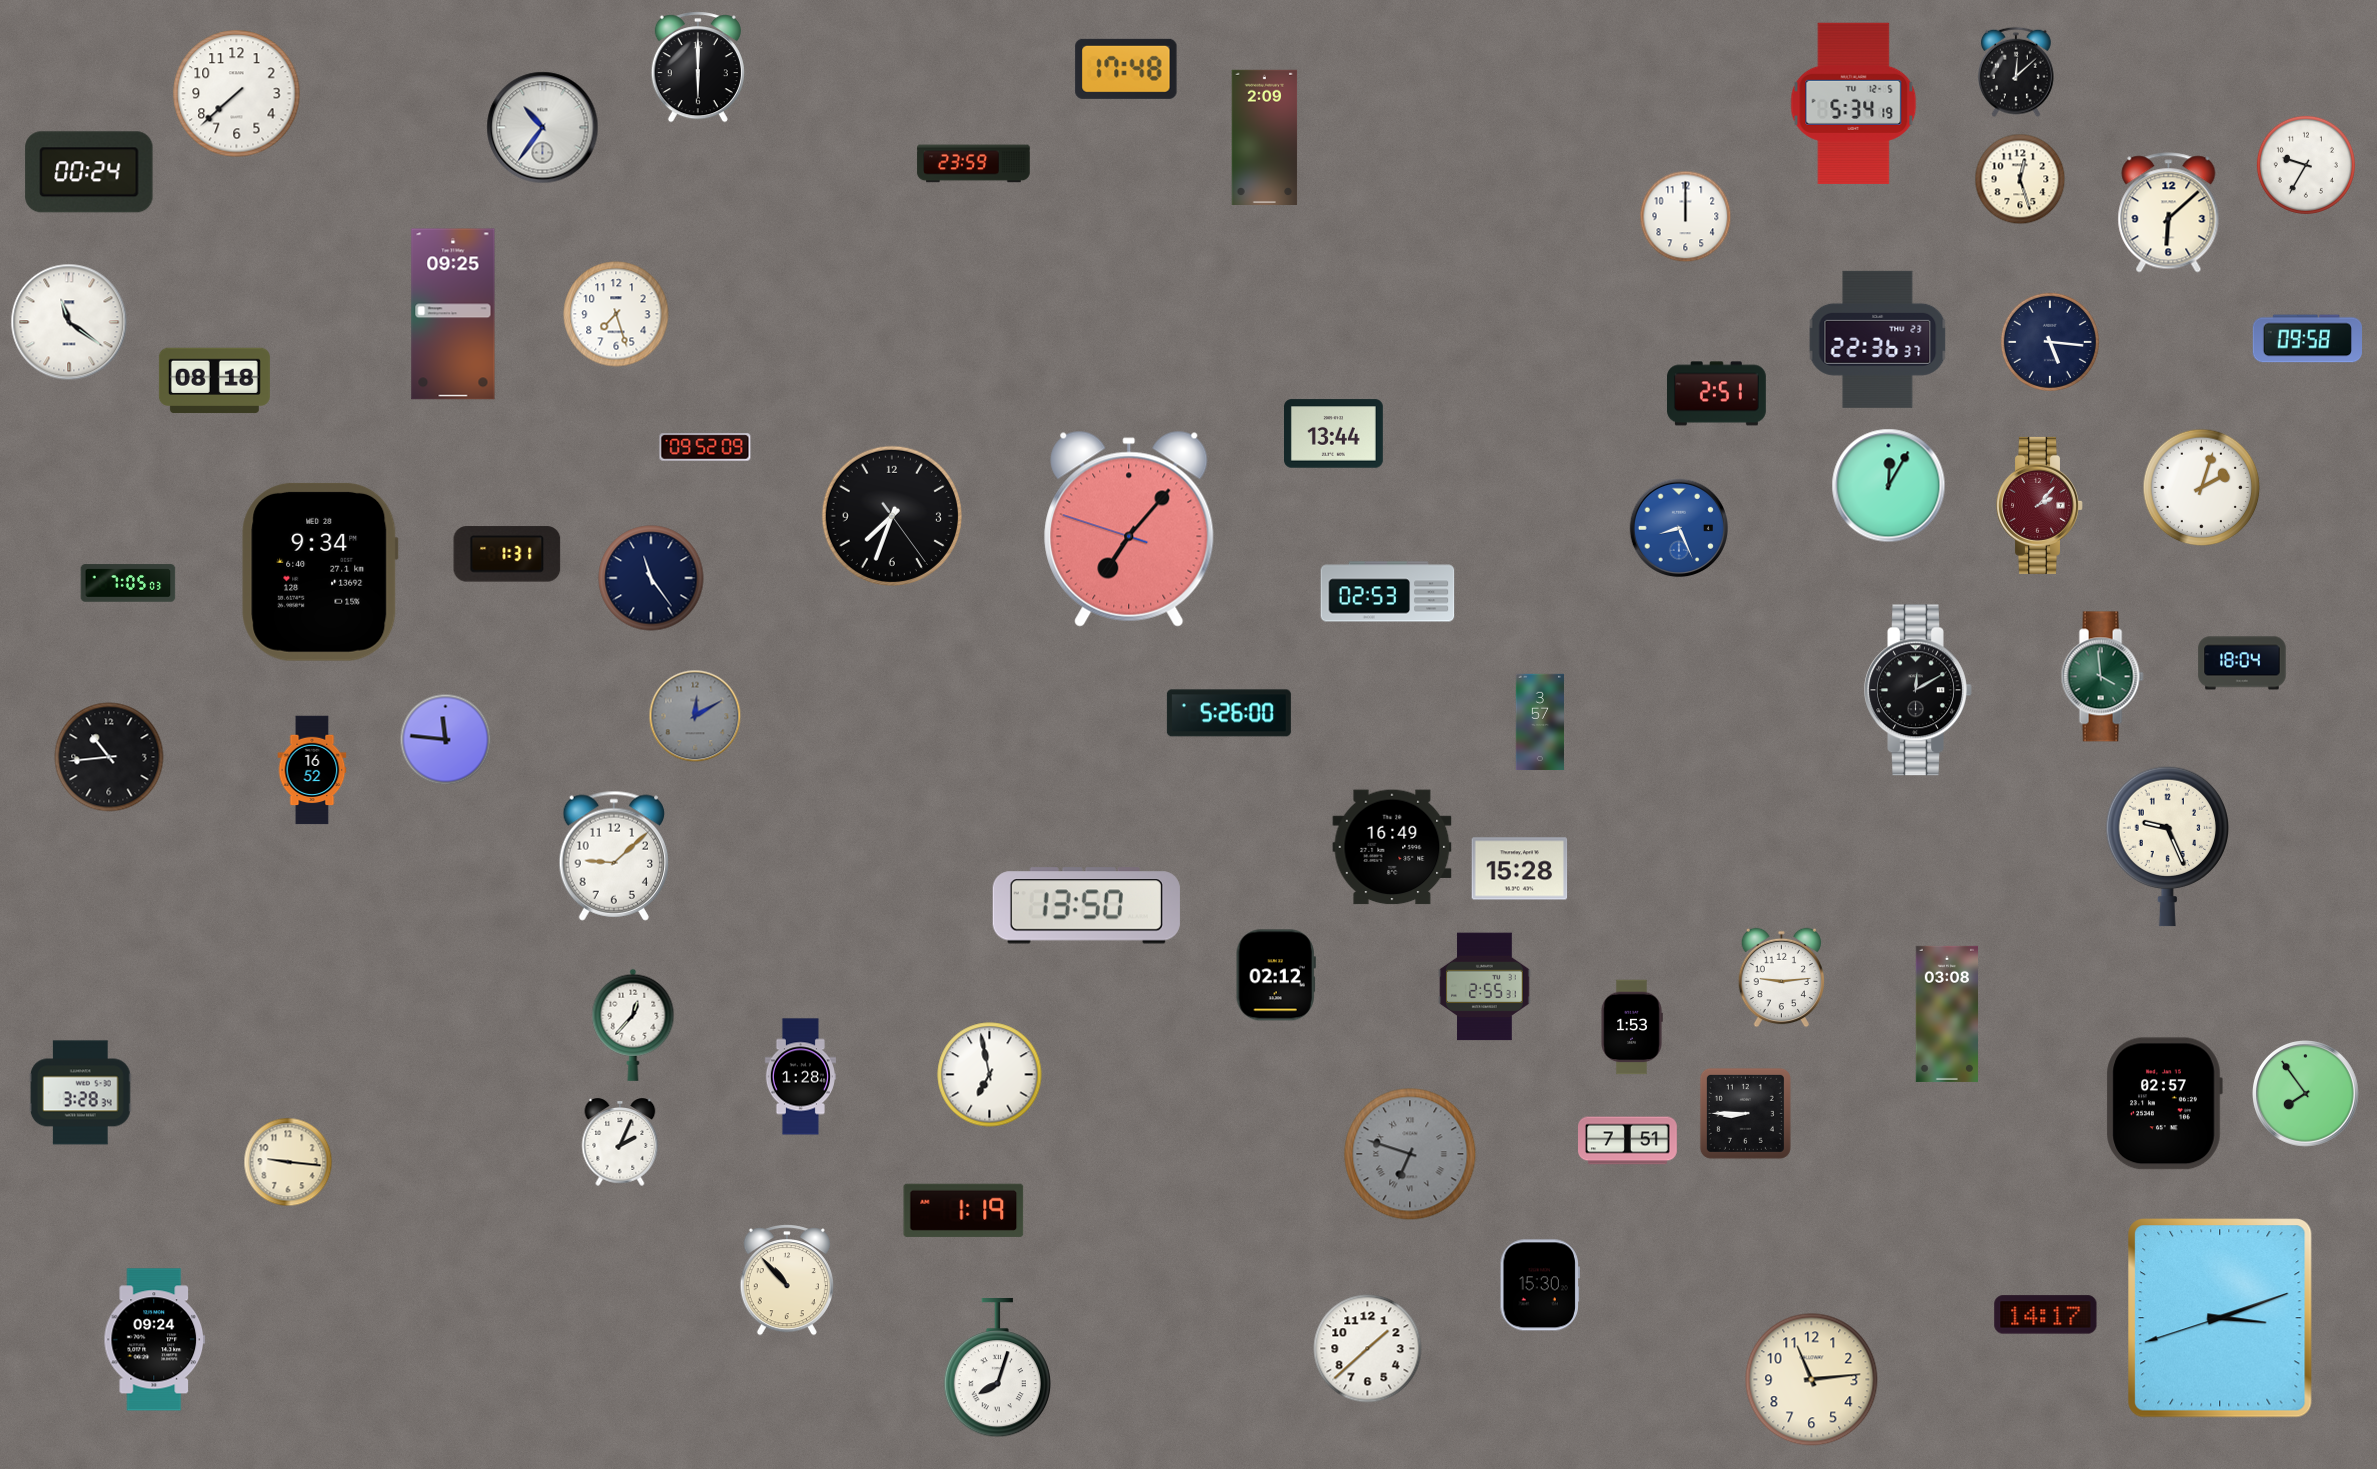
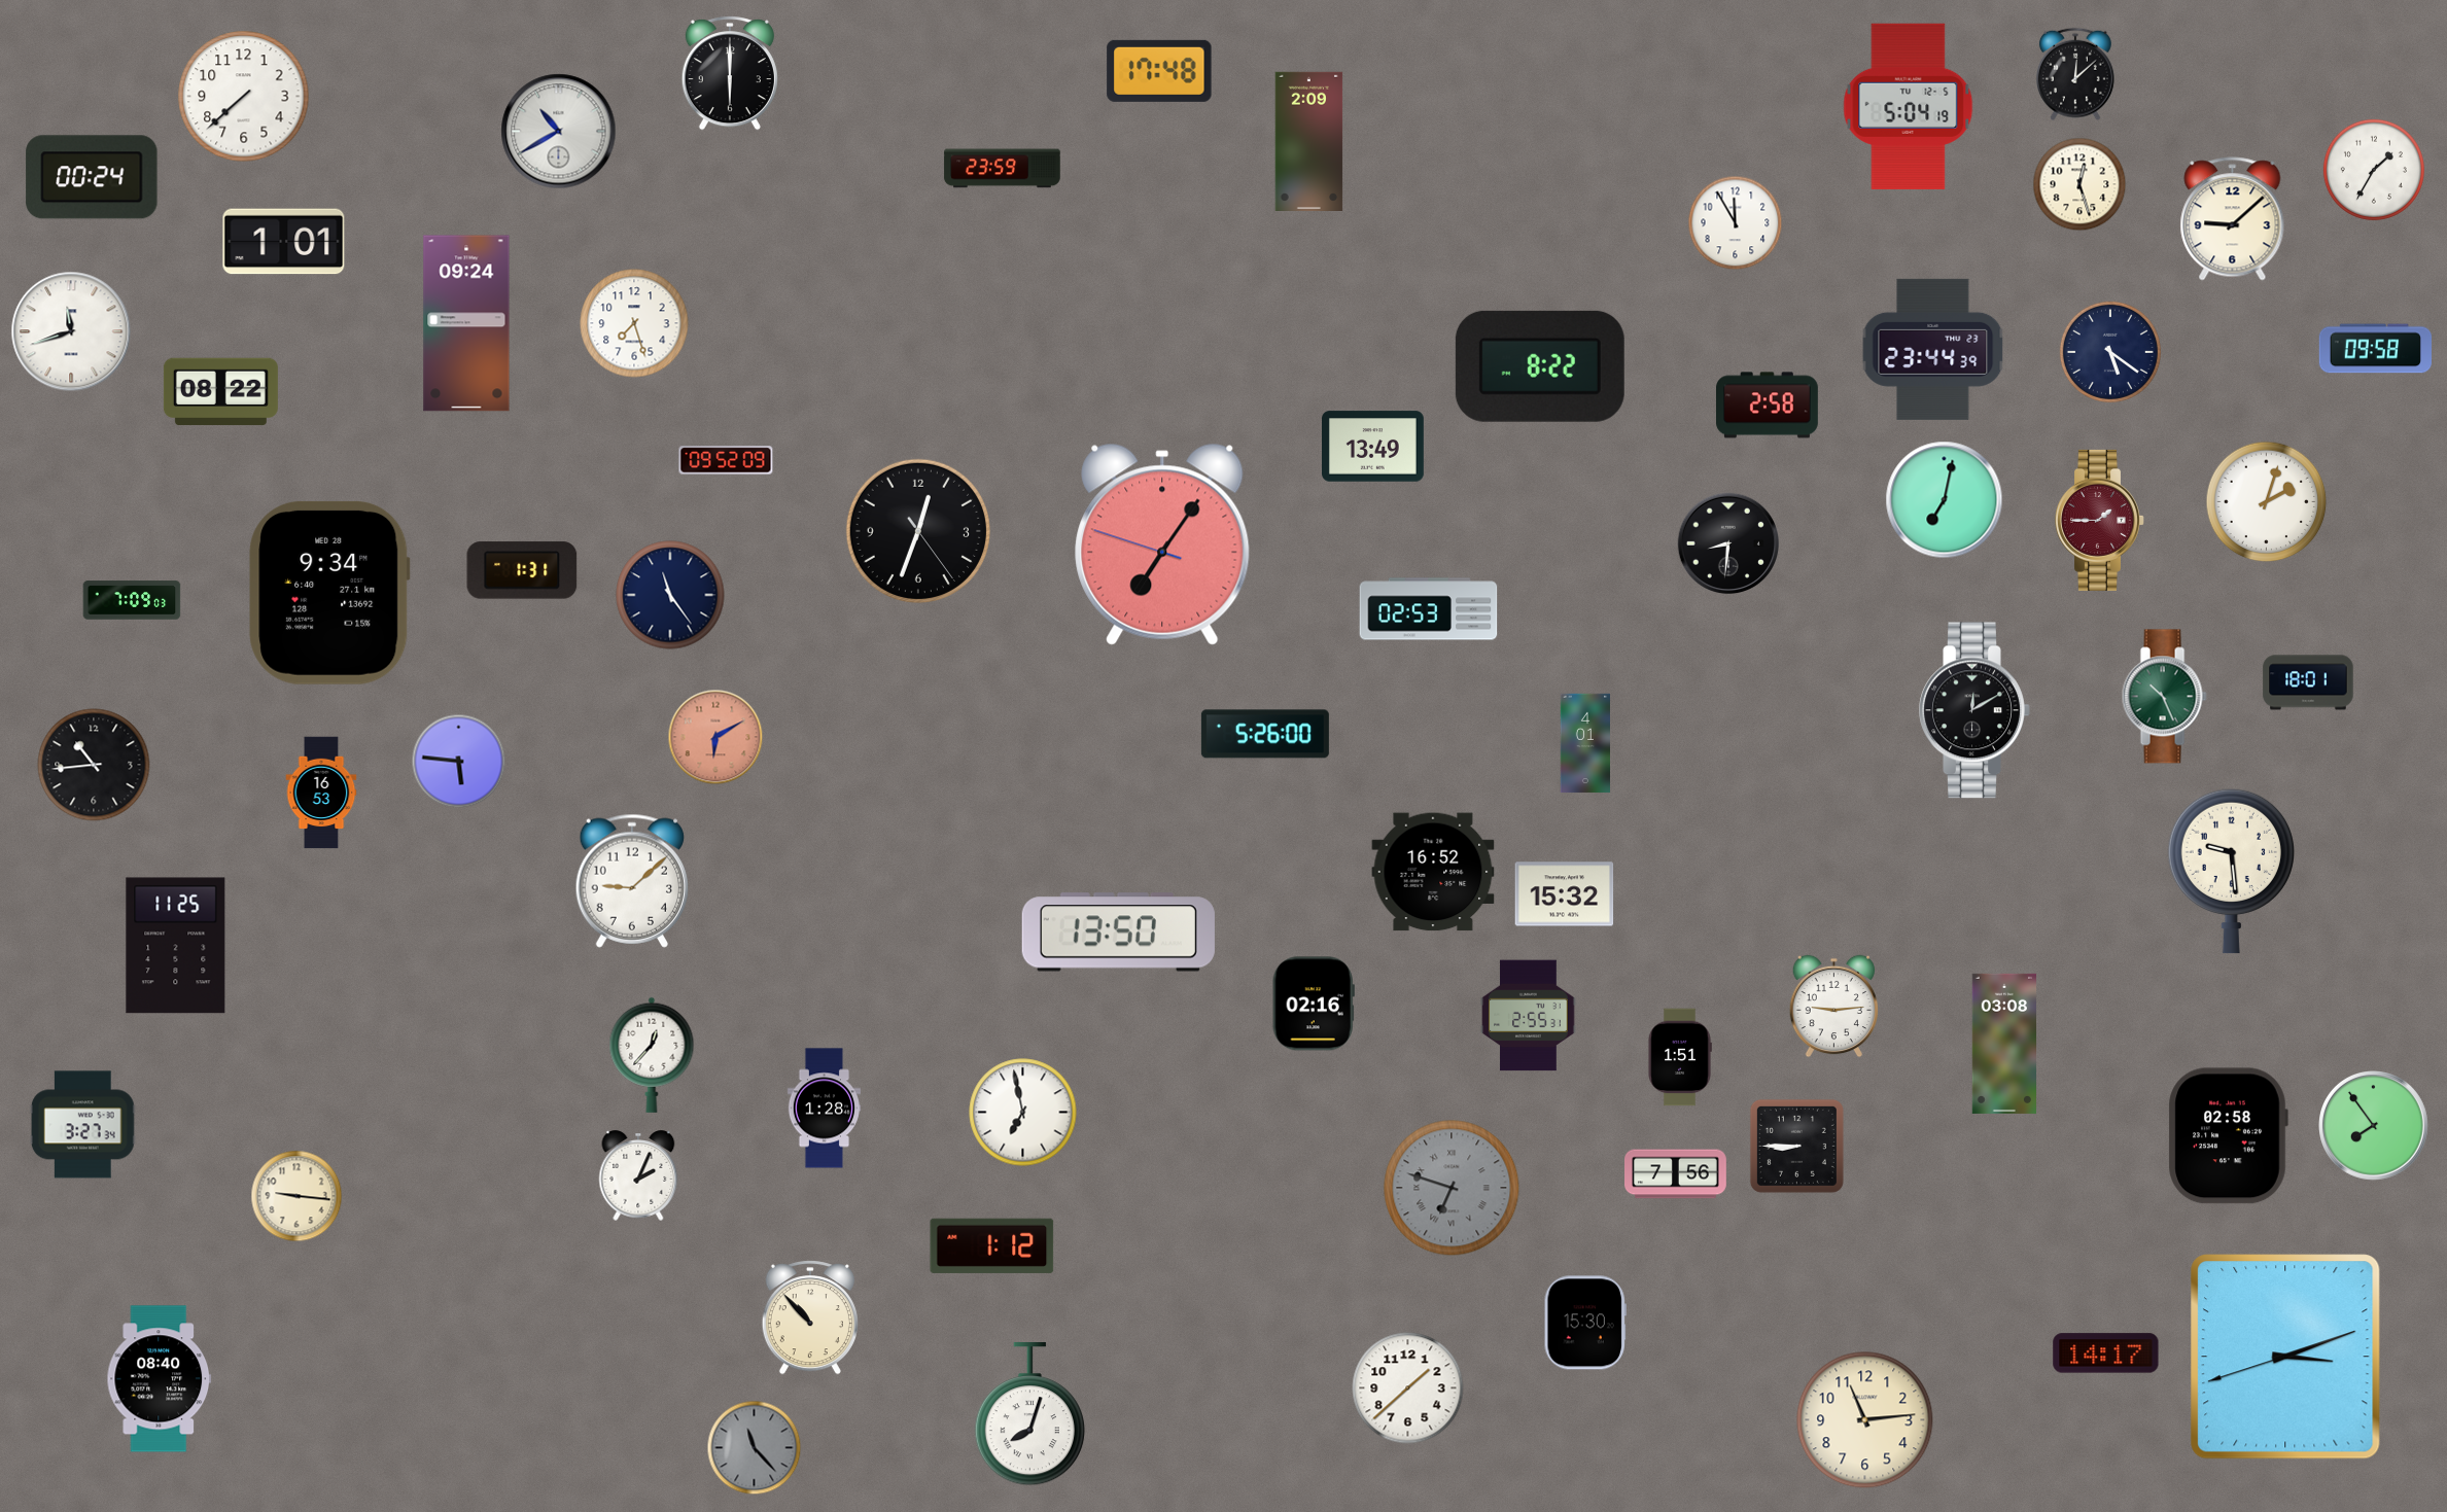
clock at (698, 67) position: (698, 67) -> (730, 73)
clock at (1854, 103): 5:34 -> 5:04
clock at (543, 128): 10:36 -> 10:40
clock at (1265, 137) position: (1265, 137) -> (1309, 141)
clock at (2306, 165): 9:35 -> 1:35
clock at (2169, 213): 6:08 -> 9:08
clock at (1686, 217): 12:00 -> 11:55
clock at (284, 242): none -> 1:01
clock at (453, 314): 09:25 -> 09:24
clock at (69, 322): 11:21 -> 11:42
clock at (1878, 339): 22:36 -> 23:44
clock at (2050, 342): 5:16 -> 5:21
clock at (1540, 366): none -> 8:22
clock at (214, 381): 08:18 -> 08:22
clock at (1717, 394): 2:51 -> 2:58
clock at (1334, 434): 13:44 -> 13:49
clock at (1889, 486): 12:05 -> 7:02
clock at (2040, 505): 2:07 -> 1:45
clock at (892, 516): 7:33 -> 12:33
clock at (1678, 527): 8:26 -> 8:31
clock at (1678, 527) dial: blue -> black
clock at (1129, 529): 7:06 -> 7:05
clock at (320, 572) position: (320, 572) -> (329, 593)
clock at (128, 583): 7:05 -> 7:09
clock at (2242, 663): 18:04 -> 18:01
clock at (2102, 677): 3:59 -> 10:26
clock at (695, 716): 12:10 -> 6:10
clock at (695, 716) dial: grey -> salmon
clock at (1540, 722): 3:57 -> 4:01
clock at (446, 740): 11:46 -> 5:46
clock at (109, 757) position: (109, 757) -> (94, 765)
clock at (312, 770): 16:52 -> 16:53
clock at (2167, 846): 9:26 -> 9:29
clock at (1392, 847): 16:49 -> 16:52
clock at (1520, 869): 15:28 -> 15:32
clock at (176, 946): none -> 11:25
clock at (1276, 975): 02:12 -> 02:16
clock at (1632, 1027): 1:53 -> 1:51
clock at (990, 1075) position: (990, 1075) -> (1023, 1113)
clock at (80, 1093): 3:28 -> 3:27
clock at (2164, 1104): 02:57 -> 02:58
clock at (1628, 1141): 7:51 -> 7:56
clock at (964, 1210): 1:19 -> 1:12
clock at (155, 1340): 09:24 -> 08:40
clock at (997, 1369) position: (997, 1369) -> (1029, 1415)
clock at (755, 1448): none -> 11:23
